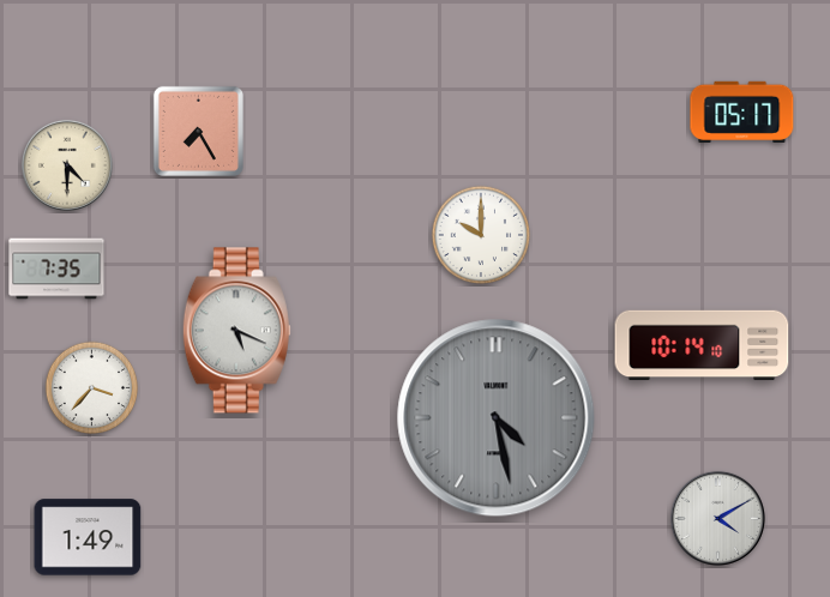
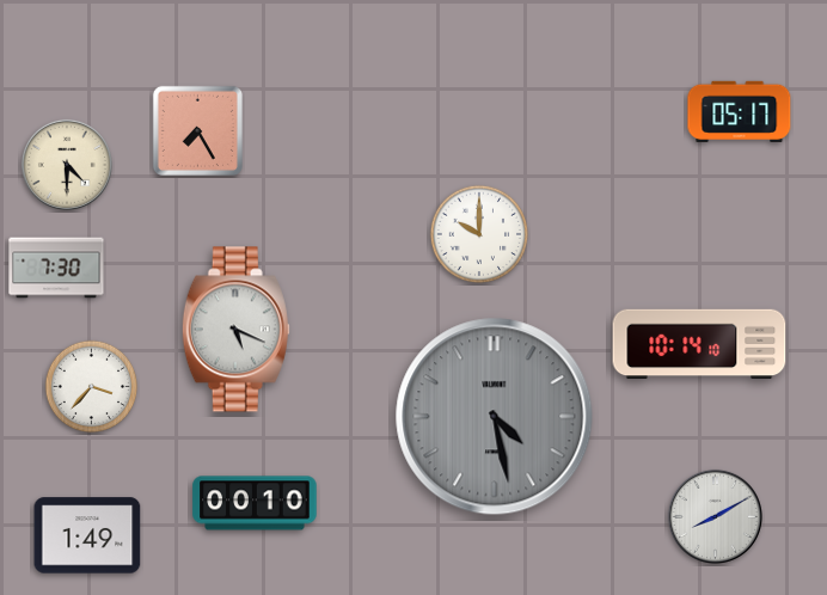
clock at (56, 269): 7:35 -> 7:30
clock at (255, 503): none -> 00:10
clock at (717, 518): 4:10 -> 8:10
